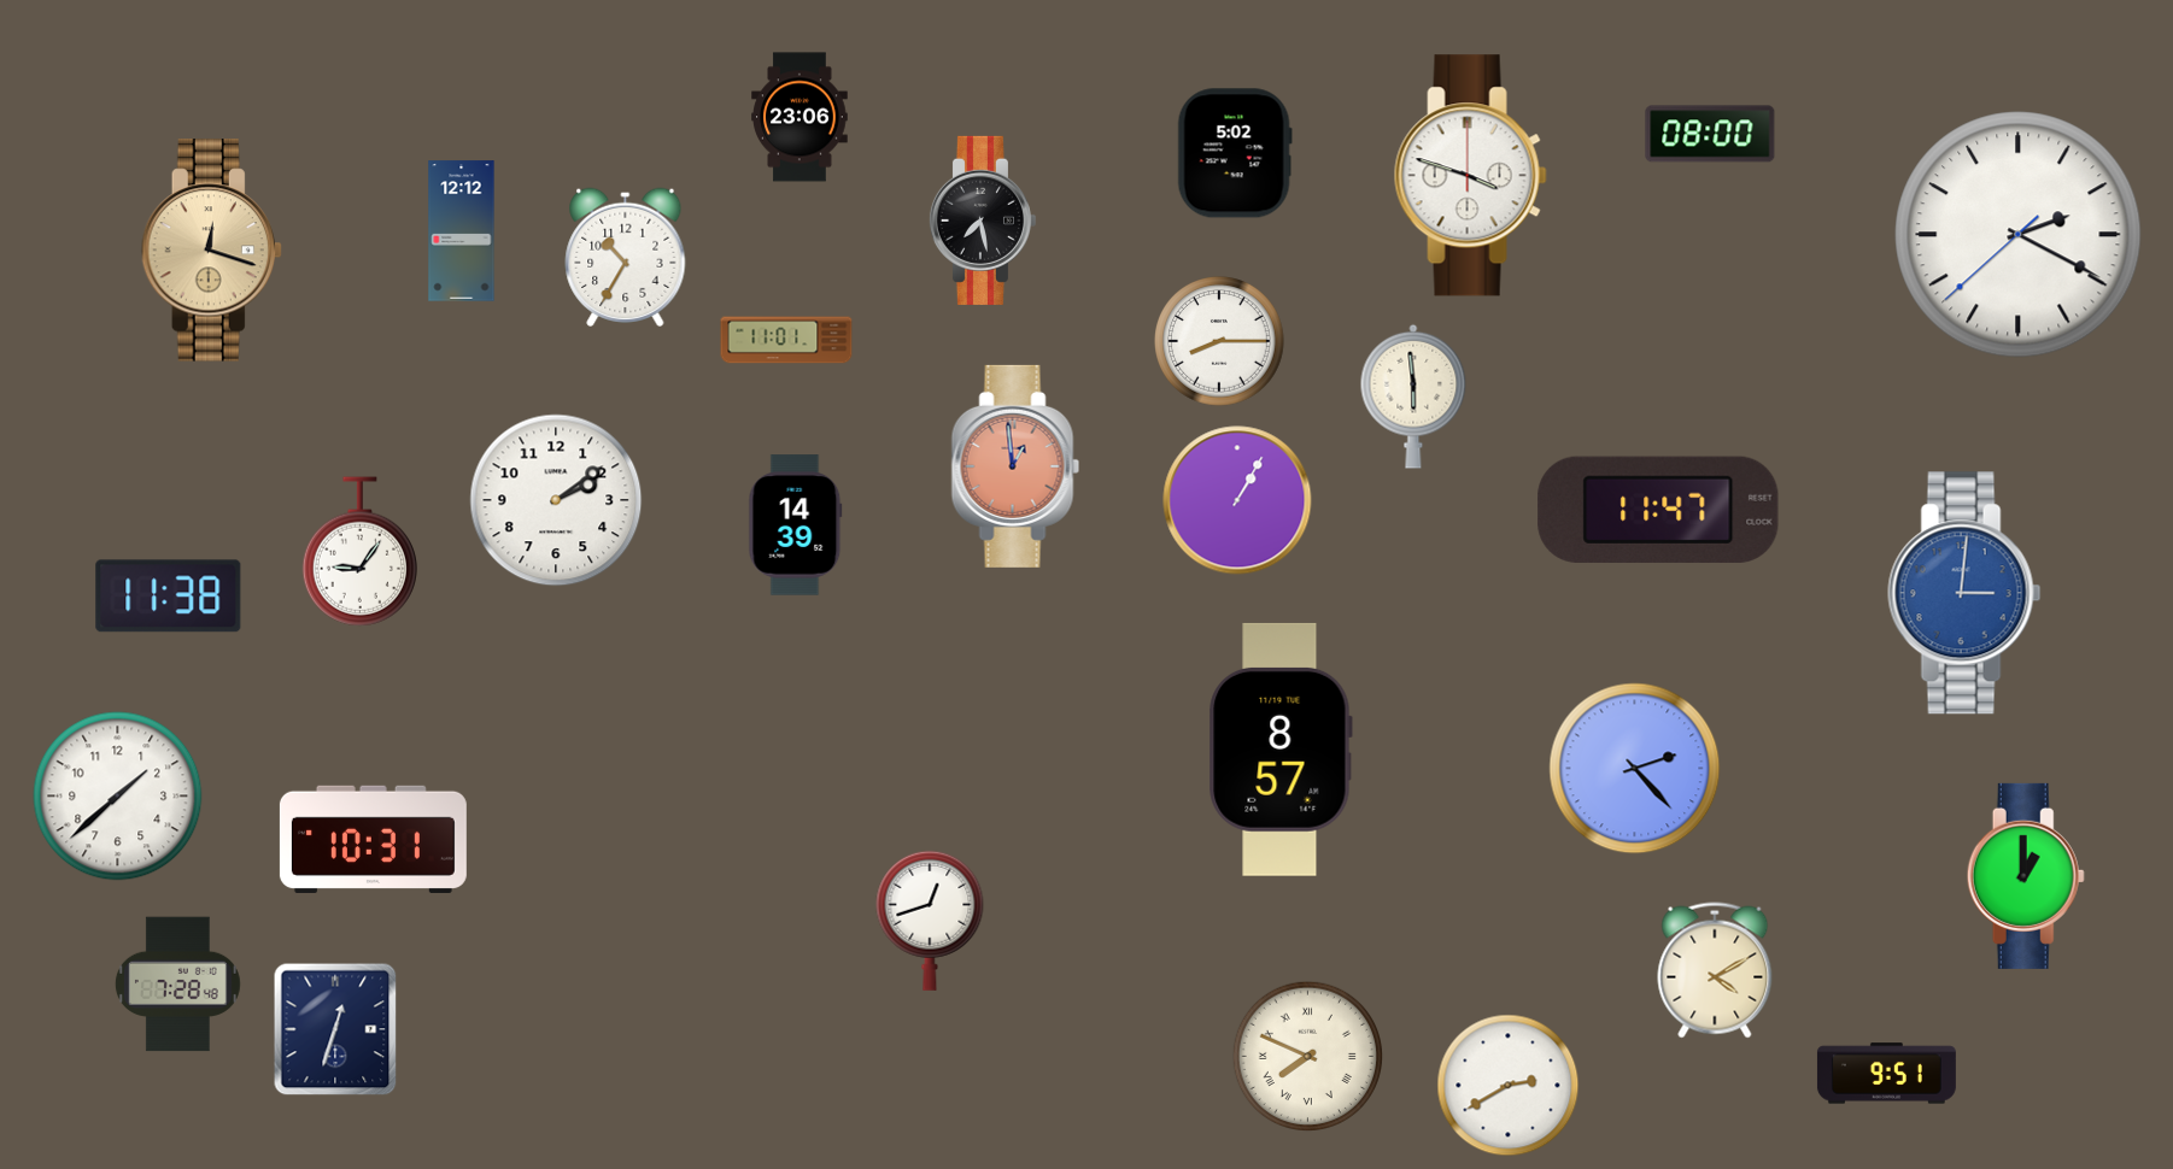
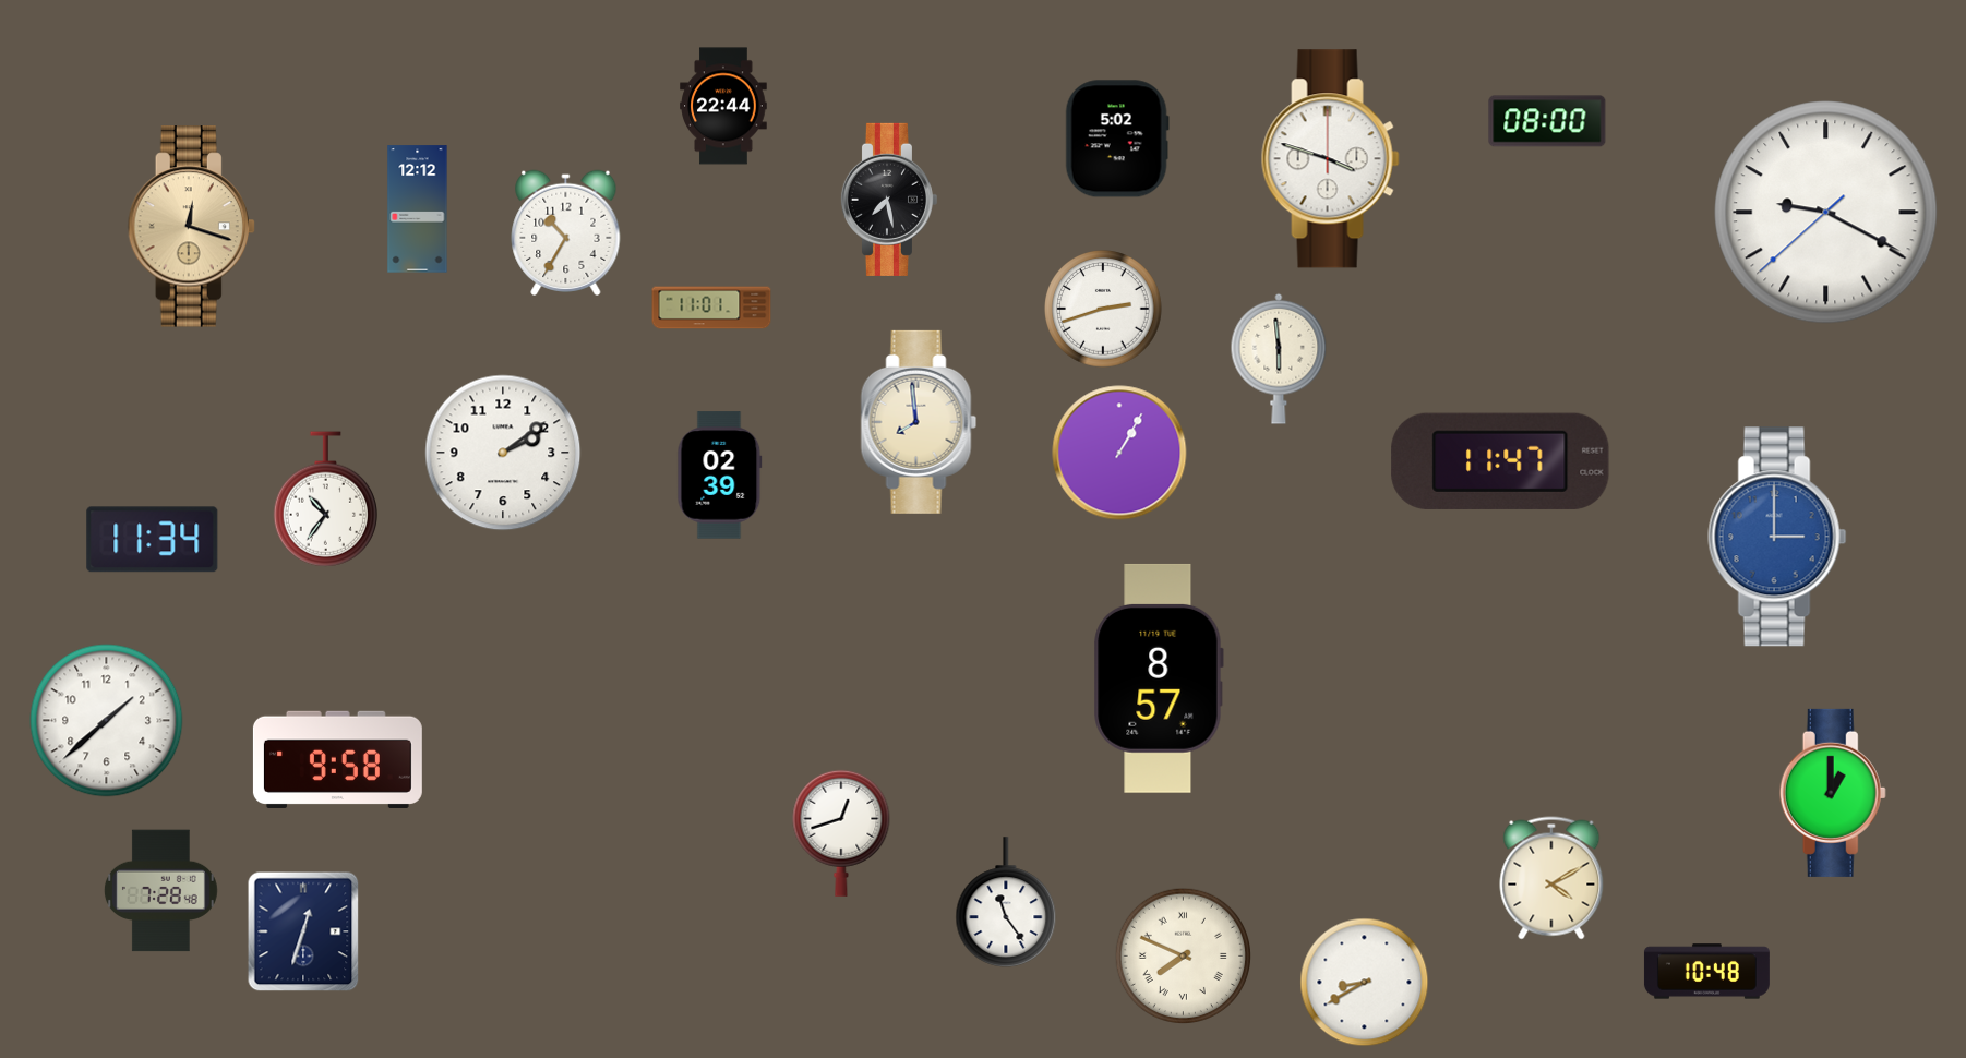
clock at (799, 117): 23:06 -> 22:44
clock at (2019, 235): 2:19 -> 9:19
clock at (1219, 341): 8:15 -> 2:42
clock at (1015, 466): 12:59 -> 7:59
clock at (1015, 466) dial: salmon -> cream
clock at (796, 525): 14:39 -> 02:39
clock at (359, 552): 9:06 -> 10:36
clock at (1964, 593): 3:01 -> 3:00
clock at (169, 597): 11:38 -> 11:34
clock at (1635, 769): 2:23 -> none
clock at (373, 839): 10:31 -> 9:58
clock at (1006, 902): none -> 11:24
clock at (1886, 1074): 9:51 -> 10:48
clock at (1509, 1086): 2:40 -> 8:40
